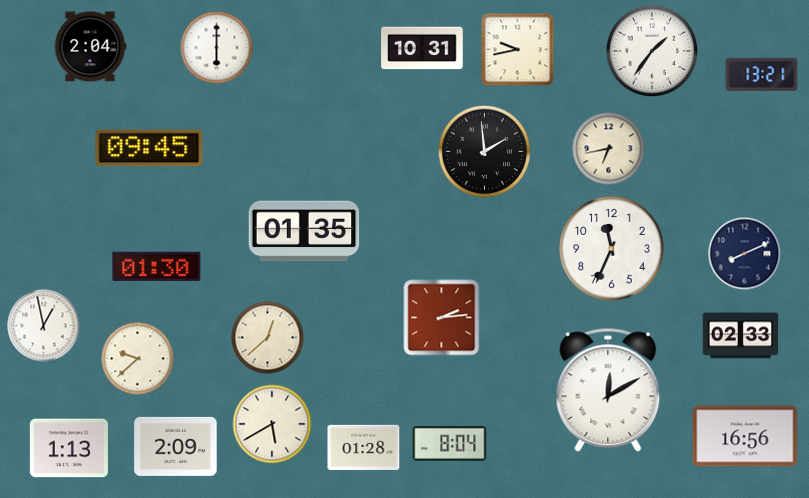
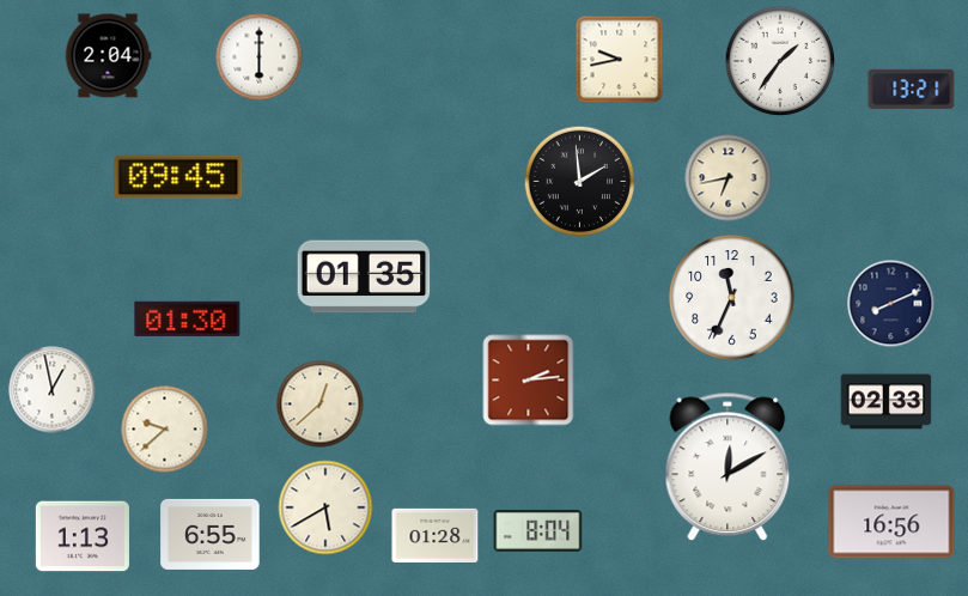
clock at (422, 48): 10:31 -> none
clock at (176, 446): 2:09 -> 6:55
